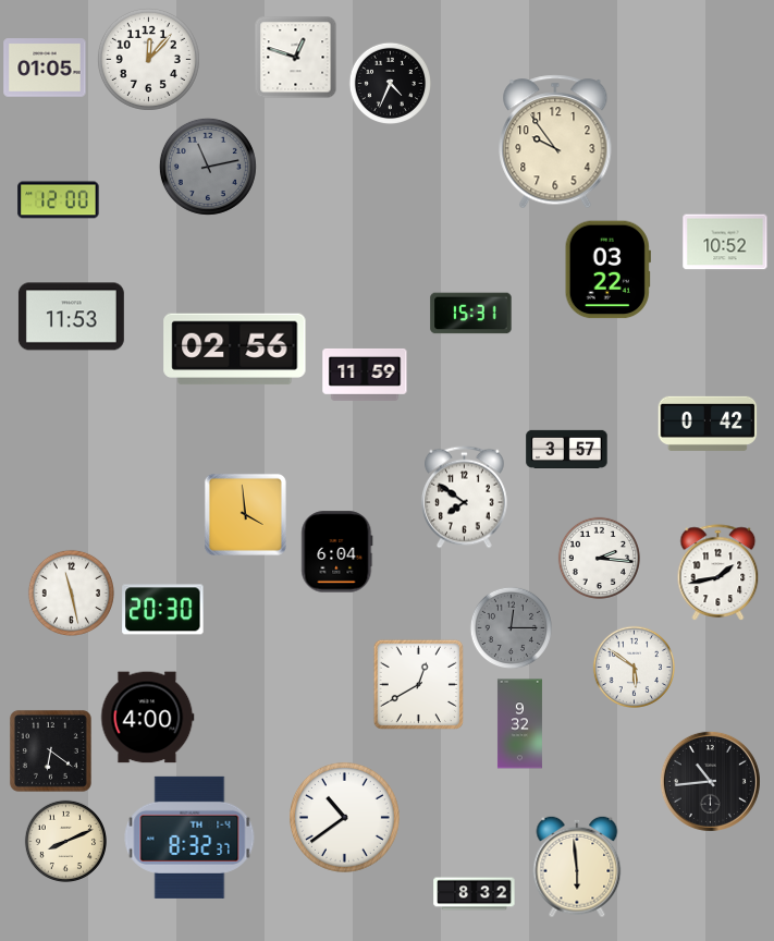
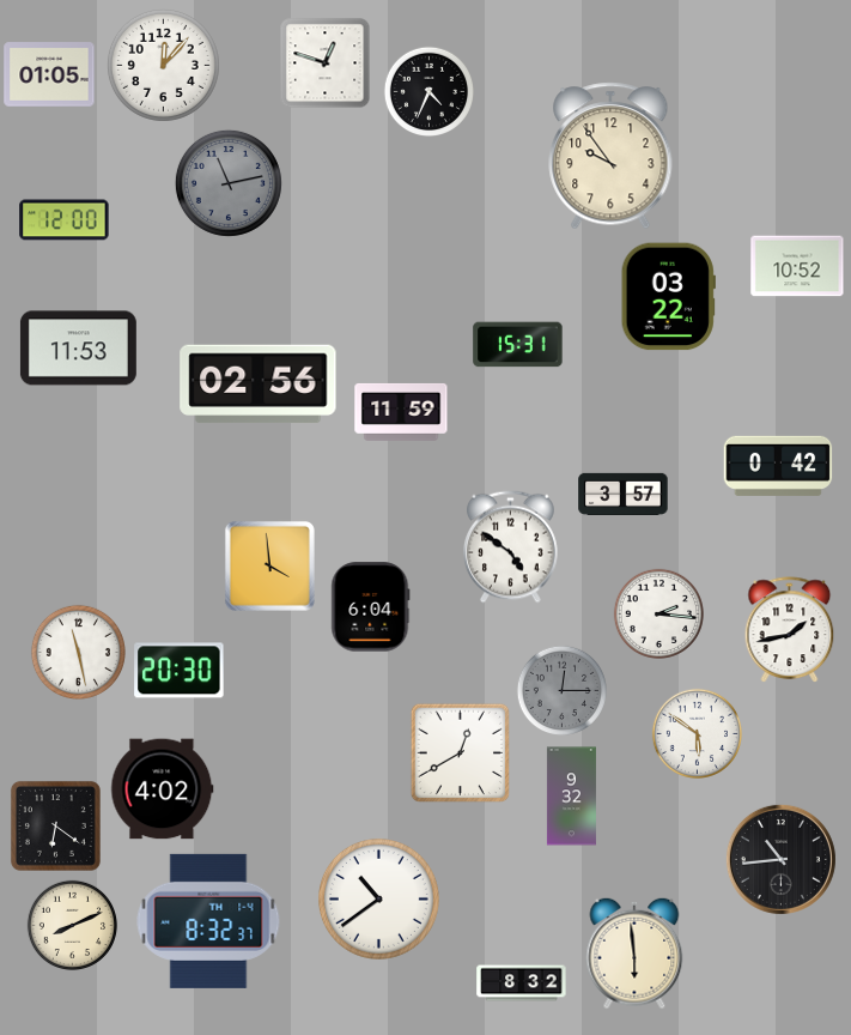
clock at (465, 498): 7:51 -> 4:51
clock at (148, 718): 4:00 -> 4:02
